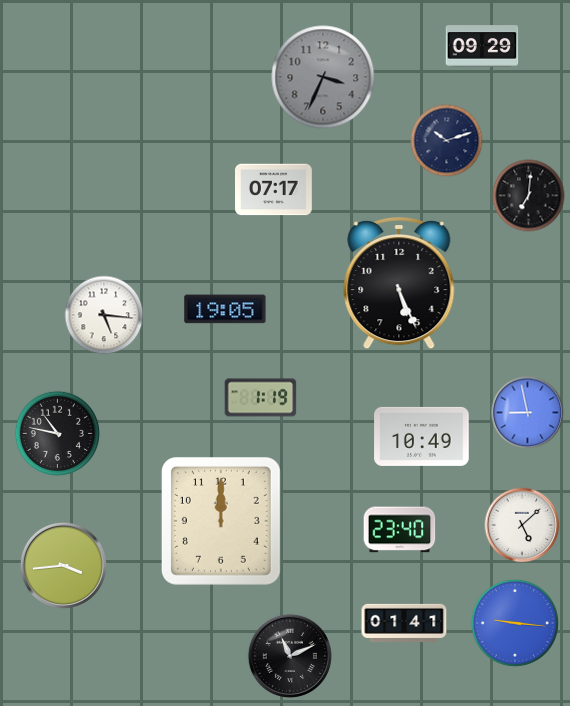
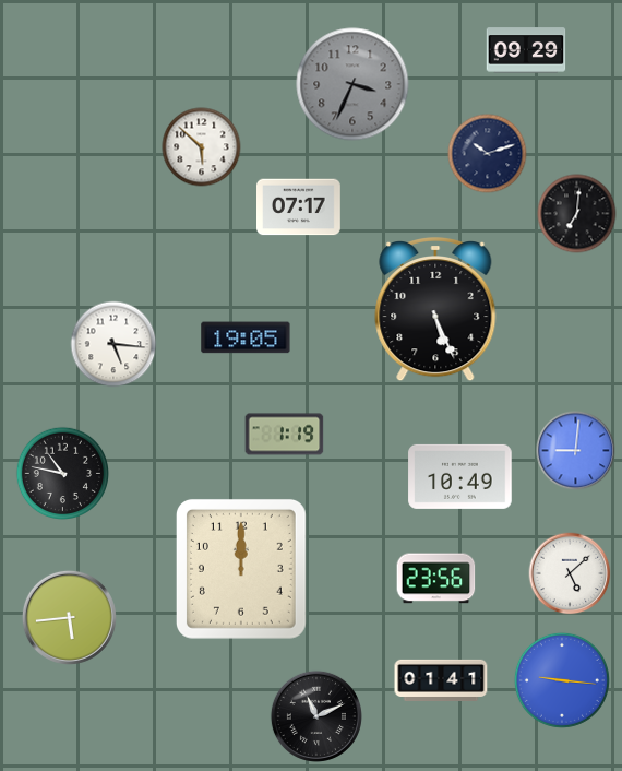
clock at (202, 147): none -> 5:52
clock at (528, 413): 8:58 -> 9:01
clock at (400, 530): 23:40 -> 23:56
clock at (63, 565): 3:44 -> 5:44
